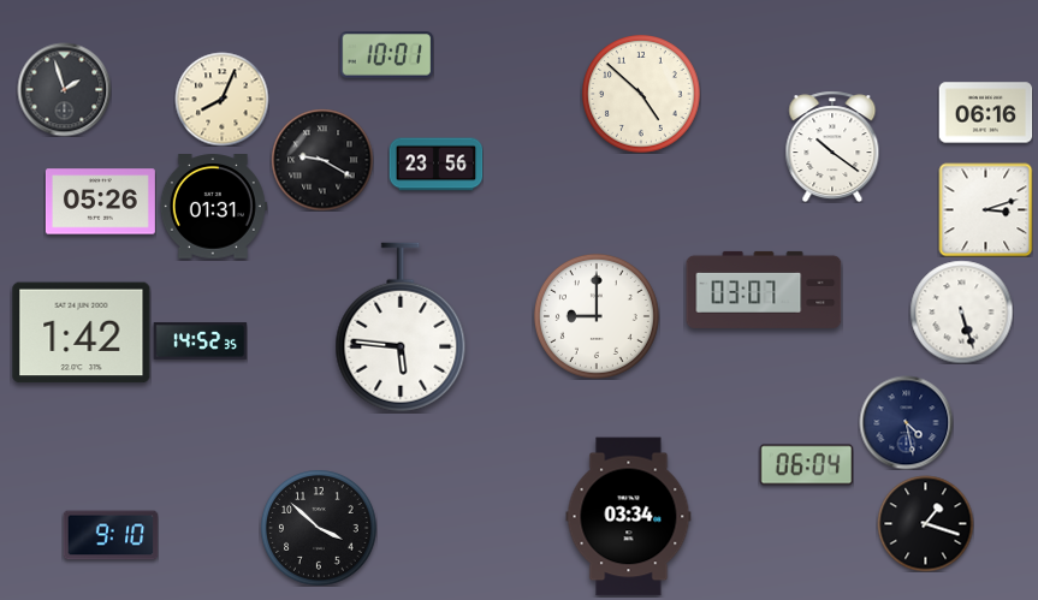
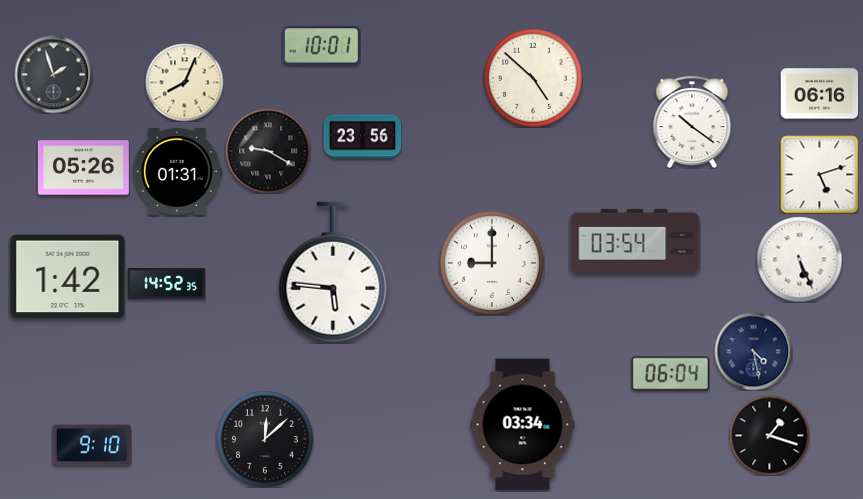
clock at (322, 160) position: (322, 160) -> (268, 151)
clock at (985, 209): 3:12 -> 5:12
clock at (764, 290): 03:07 -> 03:54
clock at (961, 311): 5:27 -> 5:26
clock at (597, 316) position: (597, 316) -> (492, 263)
clock at (806, 465) position: (806, 465) -> (670, 374)
clock at (629, 517) position: (629, 517) -> (523, 425)
clock at (319, 528): 3:52 -> 12:08
